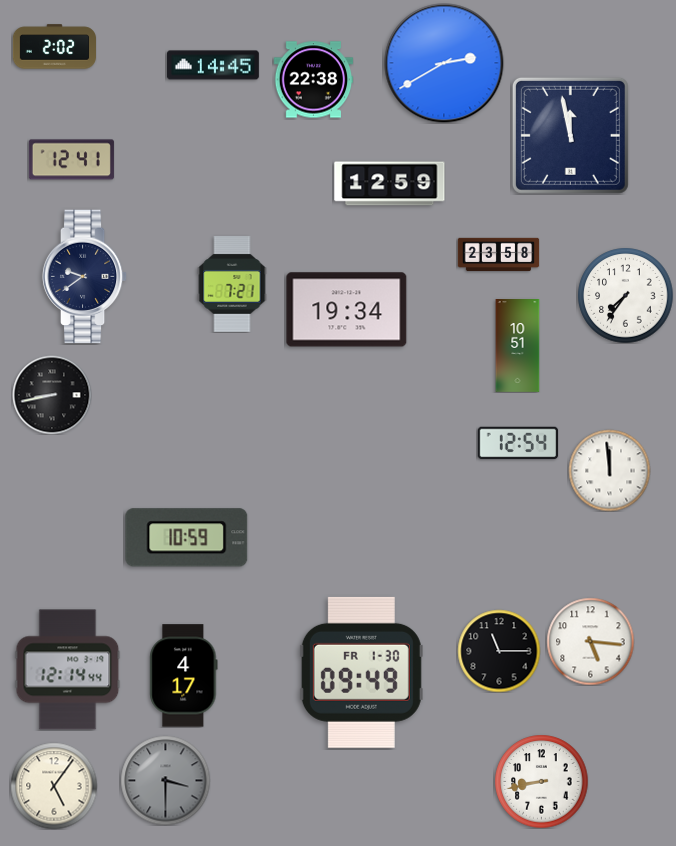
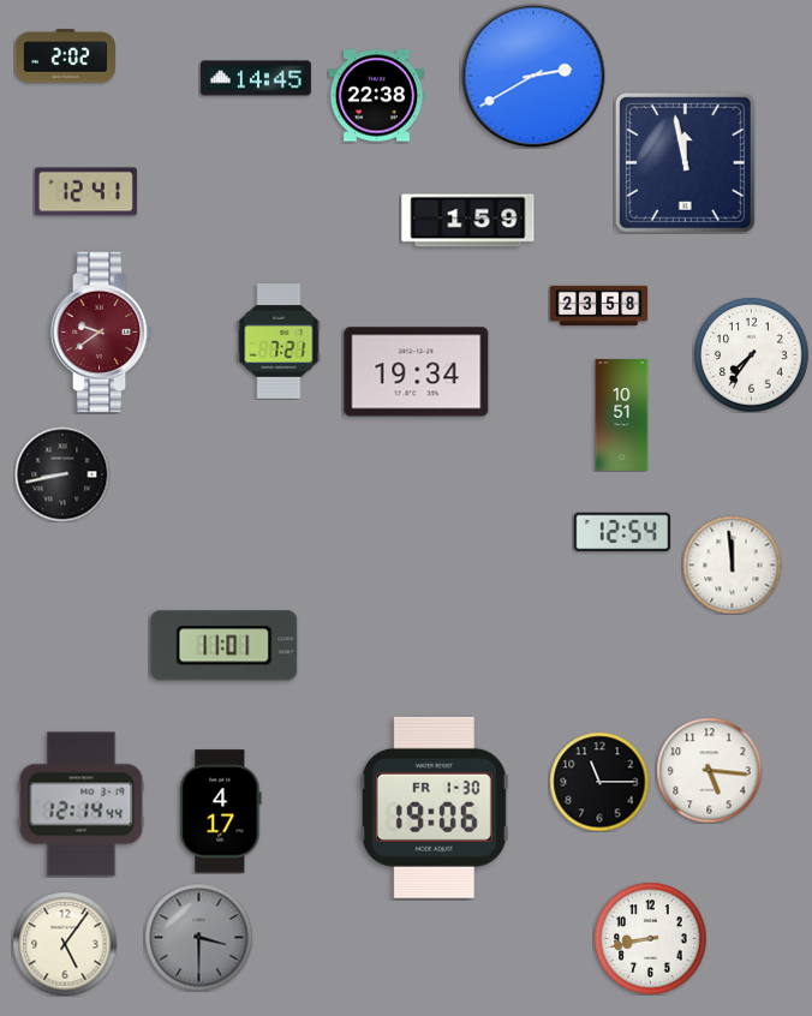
clock at (390, 184): 12:59 -> 1:59
clock at (85, 277) dial: navy -> burgundy
clock at (187, 538): 10:59 -> 11:01
clock at (361, 672): 09:49 -> 19:06
